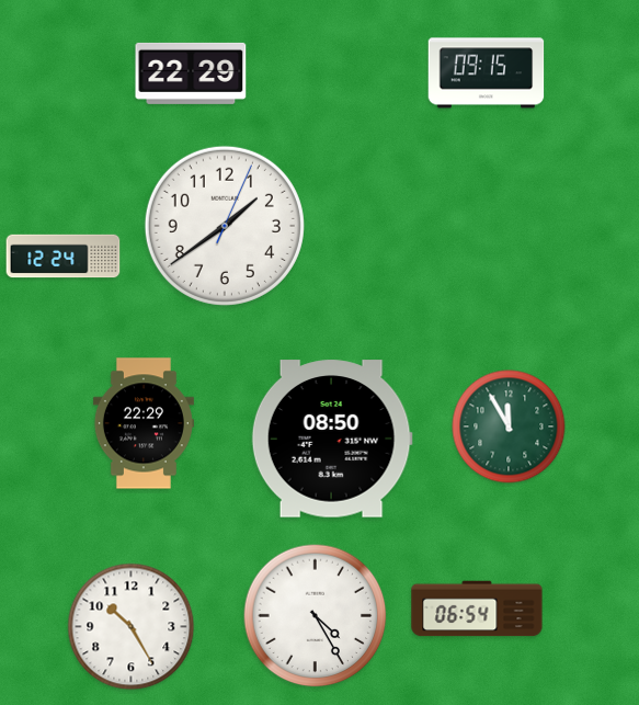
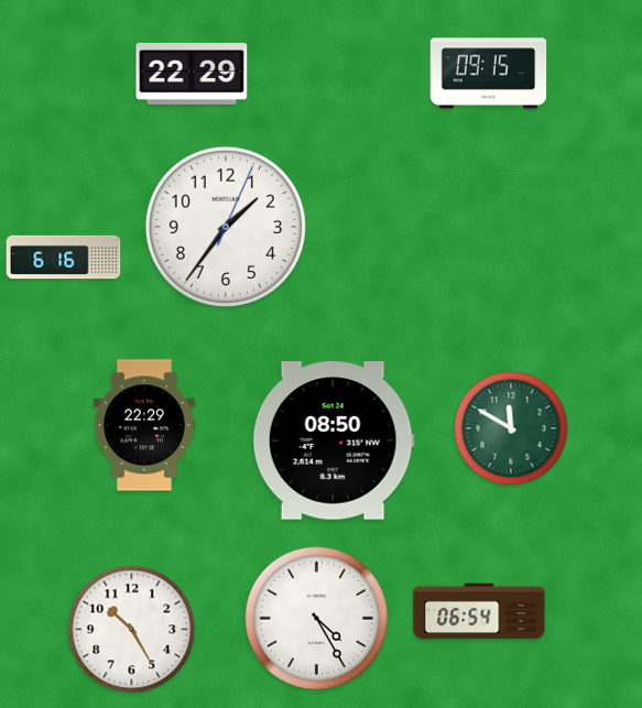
clock at (225, 226): 1:39 -> 1:36
clock at (64, 257): 12:24 -> 6:16
clock at (509, 427): 11:55 -> 11:50
